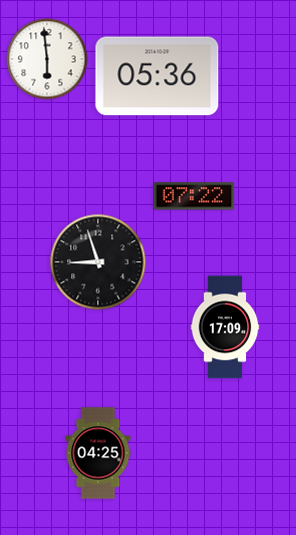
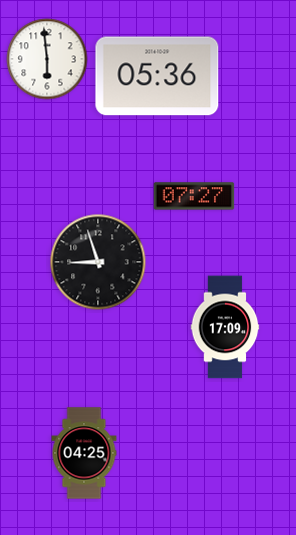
clock at (194, 196): 07:22 -> 07:27
clock at (98, 453) position: (98, 453) -> (84, 453)
